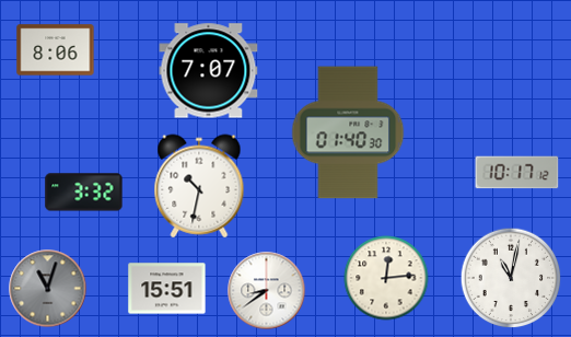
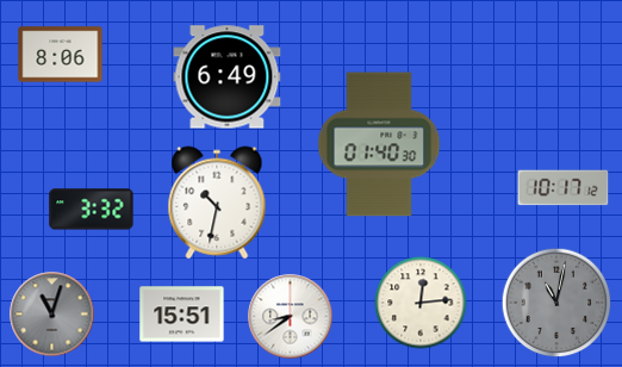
clock at (209, 71): 7:07 -> 6:49
clock at (511, 278) dial: white -> grey
